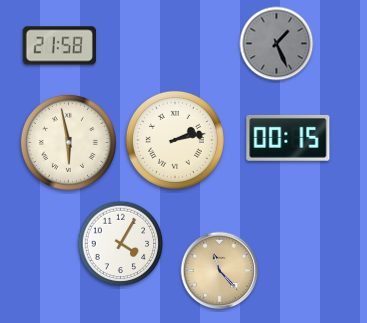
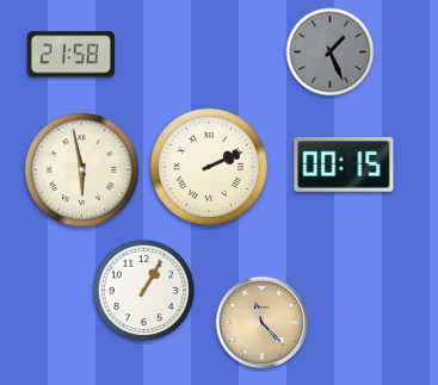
clock at (175, 140): 2:13 -> 2:11
clock at (121, 244): 4:05 -> 1:05
